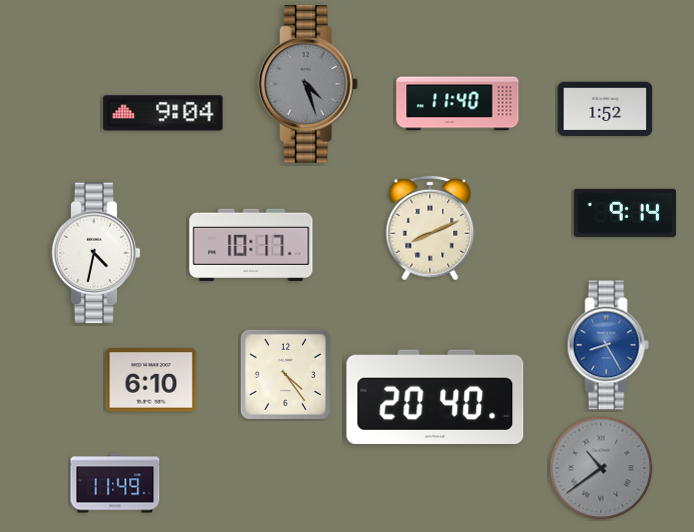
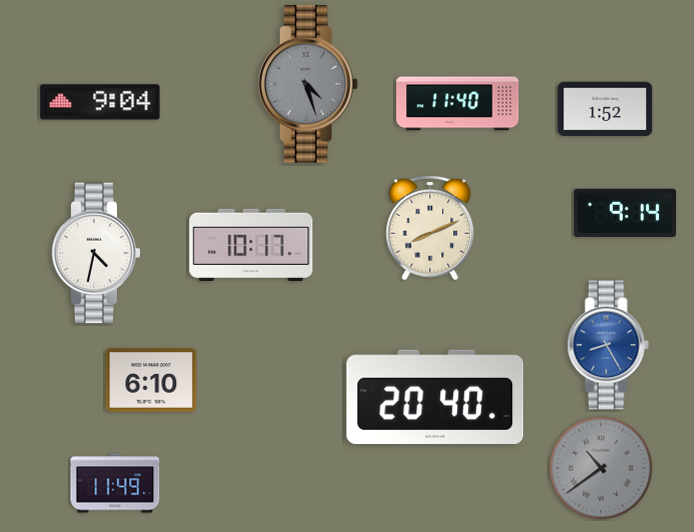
clock at (163, 113) position: (163, 113) -> (100, 102)
clock at (285, 374): 4:24 -> none
